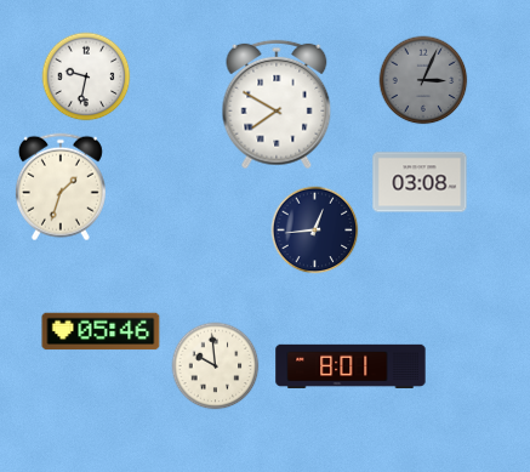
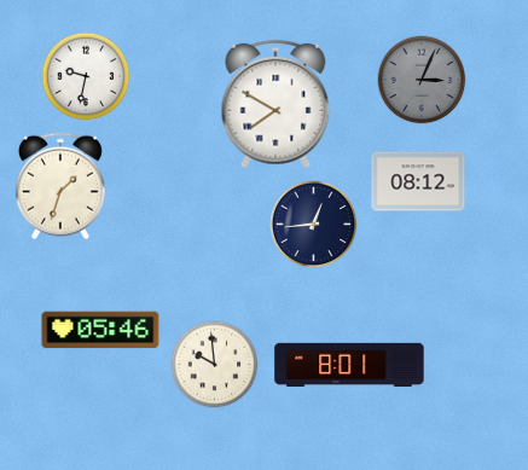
clock at (420, 182): 03:08 -> 08:12
clock at (315, 231) position: (315, 231) -> (314, 225)
